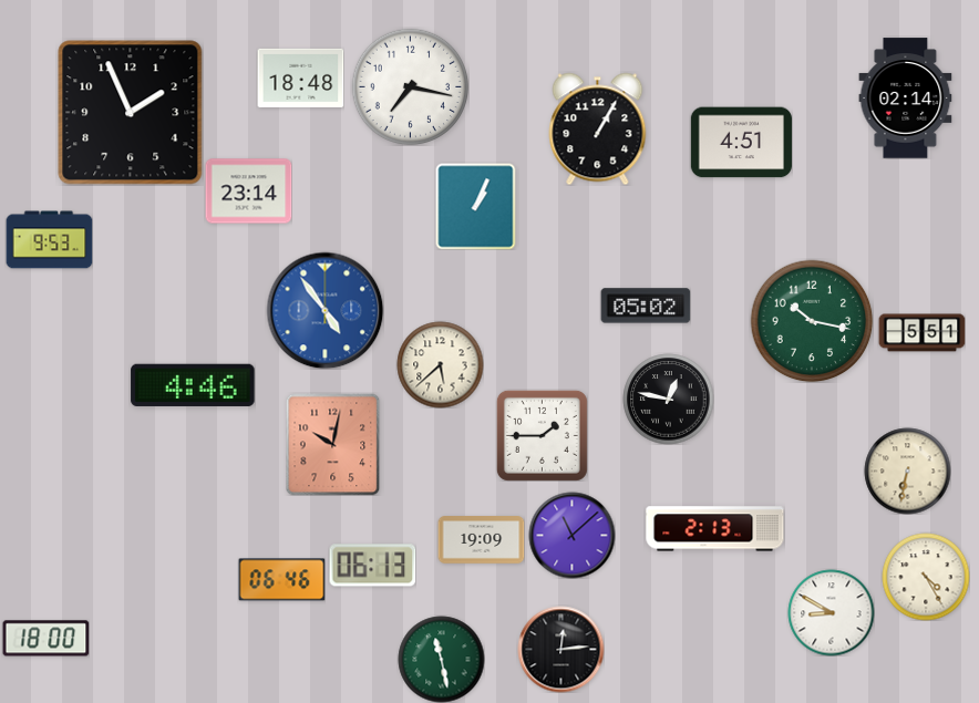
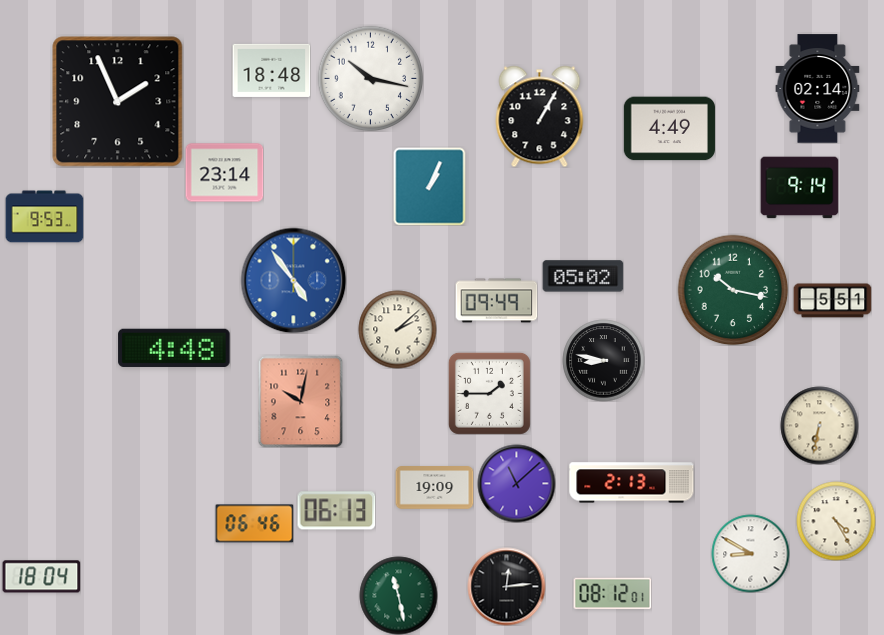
clock at (410, 86): 7:17 -> 10:17
clock at (741, 143): 4:51 -> 4:49
clock at (799, 188): none -> 9:14
clock at (496, 301): none -> 09:49
clock at (440, 364): 5:38 -> 2:08
clock at (193, 385): 4:46 -> 4:48
clock at (668, 399): 12:47 -> 8:47
clock at (715, 529) position: (715, 529) -> (632, 483)
clock at (45, 639): 18:00 -> 18:04
clock at (612, 594): none -> 08:12
